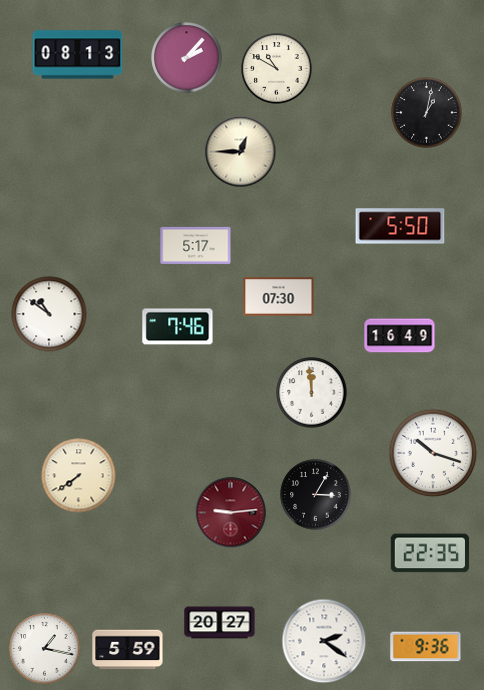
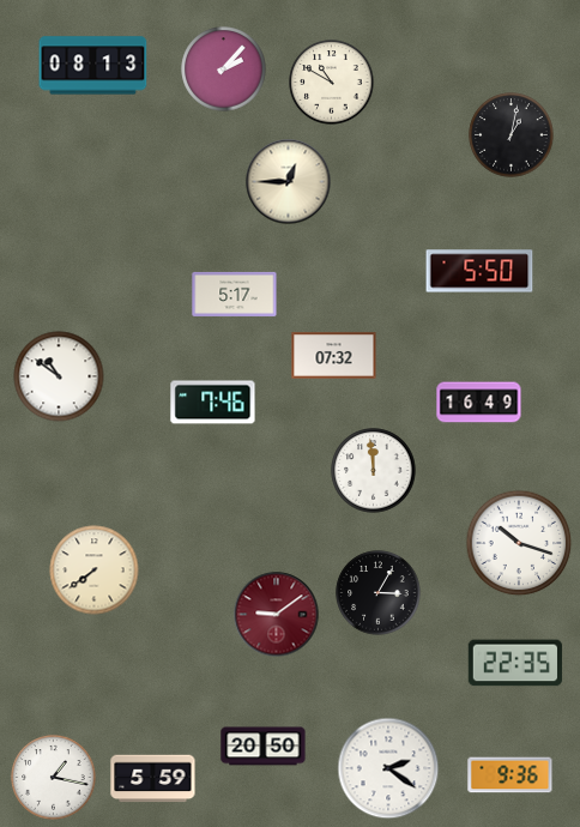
clock at (279, 297): 07:30 -> 07:32
clock at (178, 327) position: (178, 327) -> (213, 403)
clock at (231, 513): 9:14 -> 9:09
clock at (220, 623): 20:27 -> 20:50
